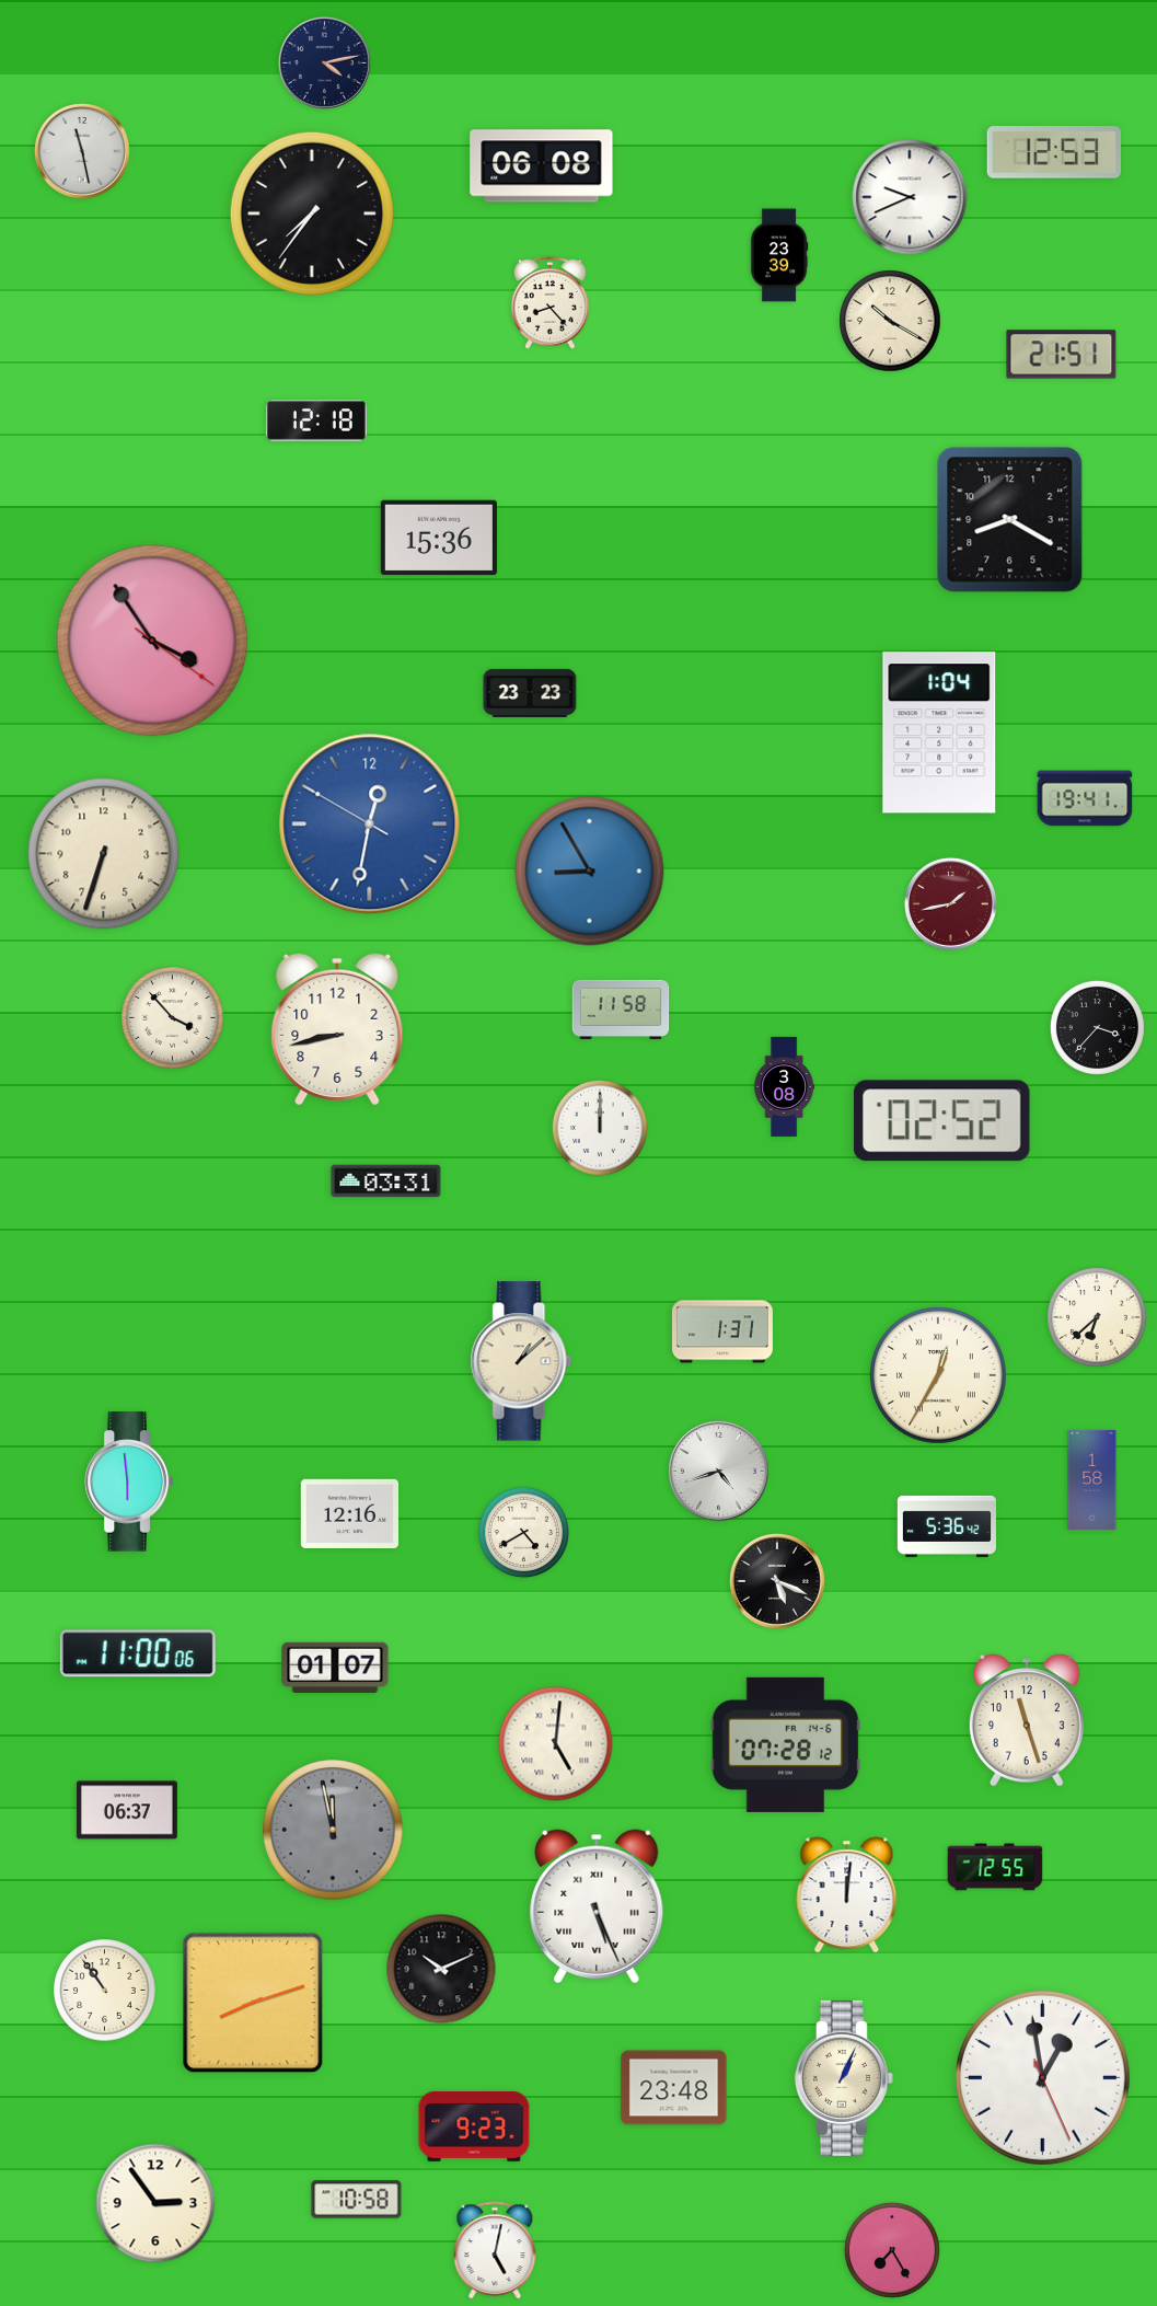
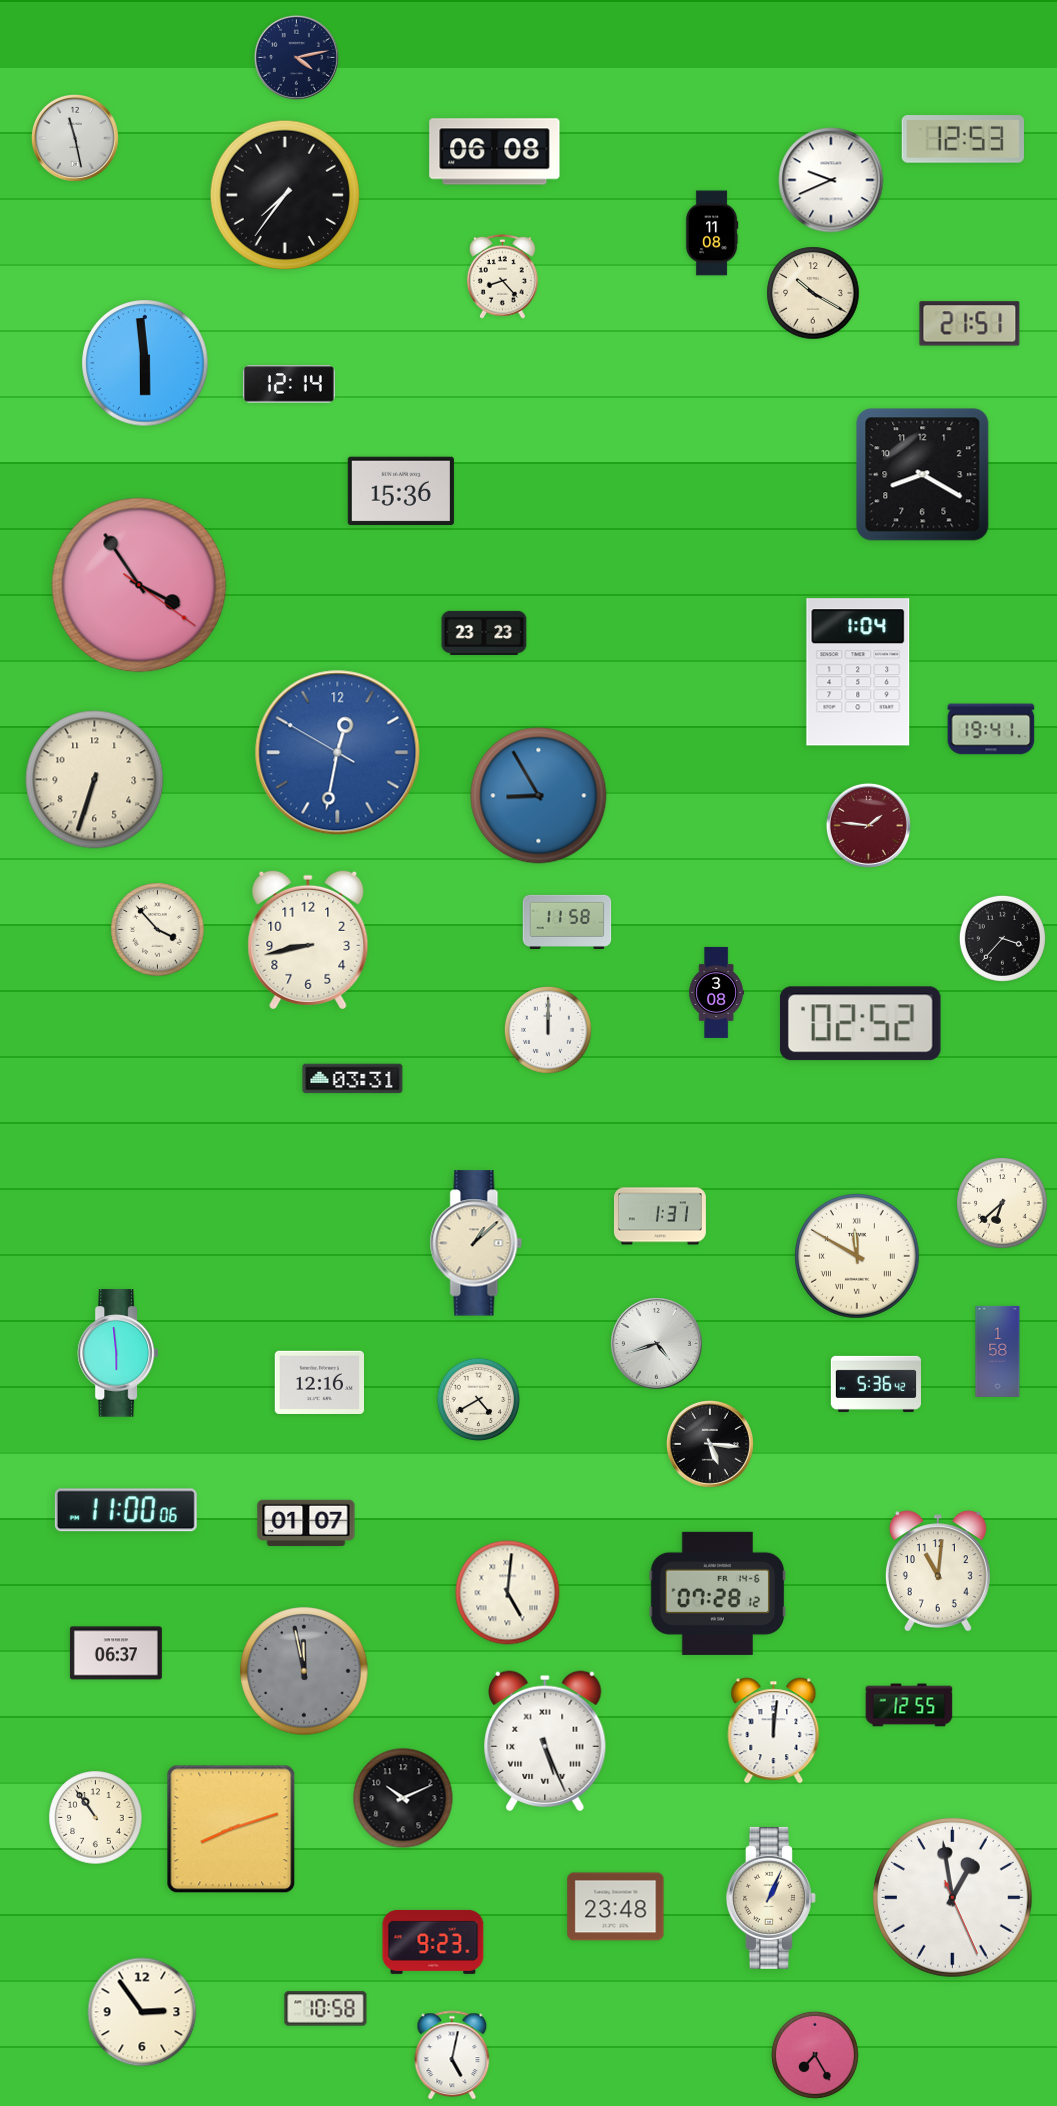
clock at (779, 255): 23:39 -> 11:08
clock at (145, 363): none -> 5:59
clock at (316, 420): 12:18 -> 12:14
clock at (939, 733) position: (939, 733) -> (858, 672)
clock at (950, 903): 1:43 -> 1:46
clock at (939, 1376): 12:35 -> 11:50
clock at (947, 1526) position: (947, 1526) -> (876, 1384)
clock at (777, 1581): 5:19 -> 5:16
clock at (1027, 1720): 11:27 -> 11:01
